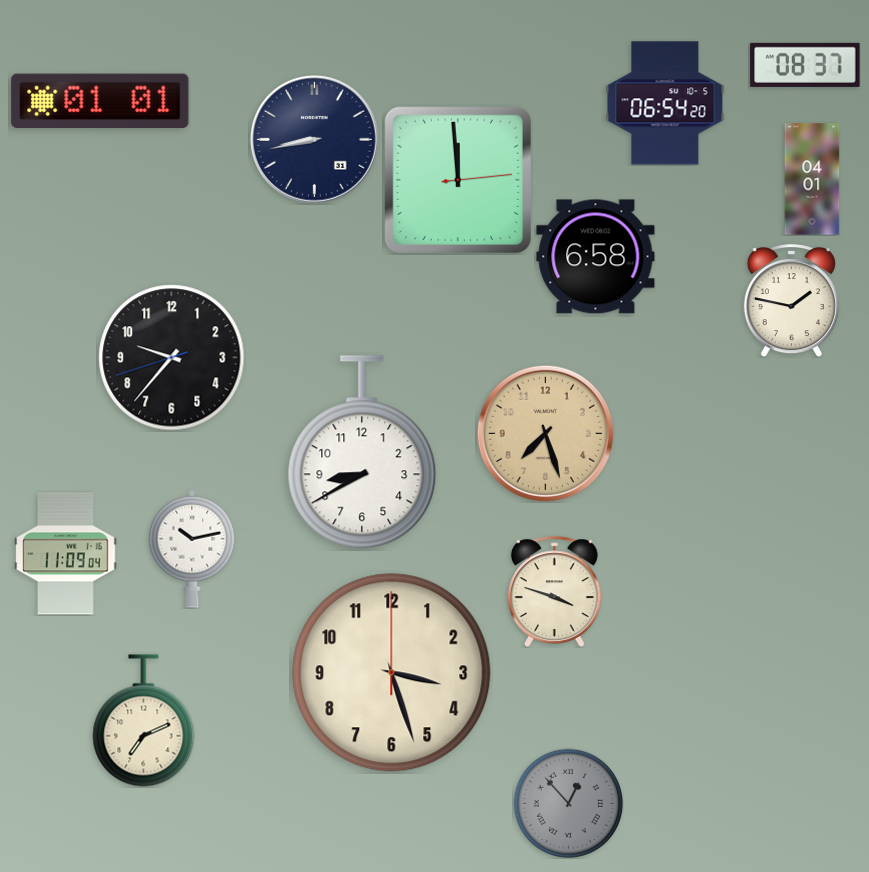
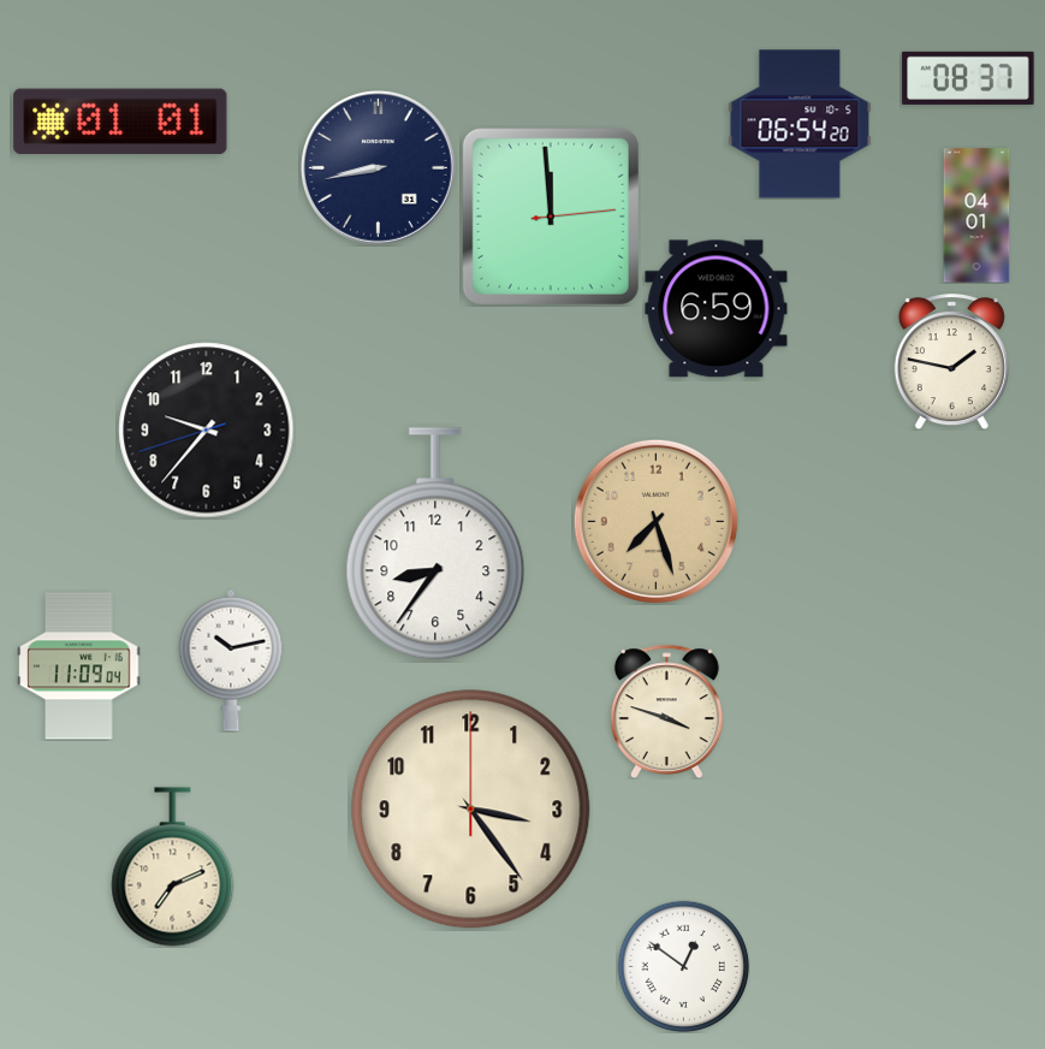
clock at (596, 257): 6:58 -> 6:59
clock at (362, 452): 8:40 -> 8:36
clock at (392, 673): 3:27 -> 3:24
clock at (568, 803): 12:53 -> 12:51
clock at (568, 803) dial: grey -> white
